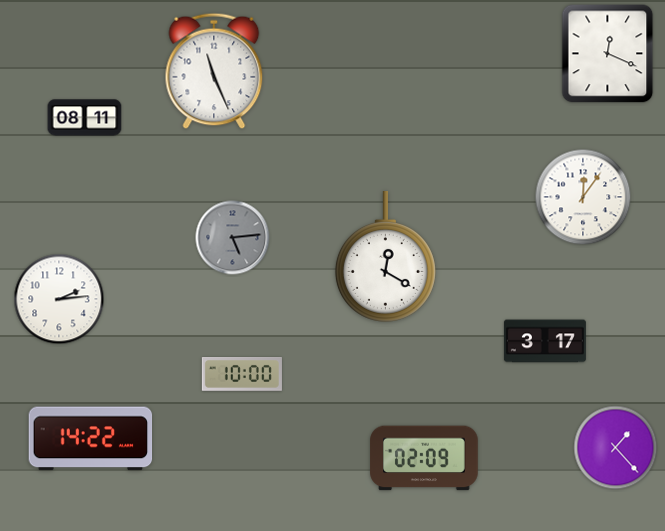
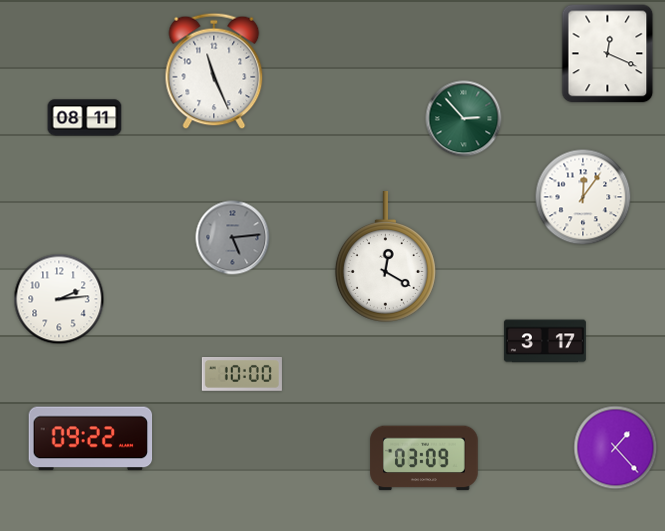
clock at (464, 119): none -> 2:53
clock at (91, 439): 14:22 -> 09:22
clock at (424, 458): 02:09 -> 03:09
